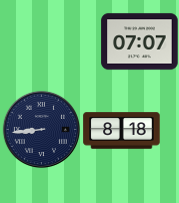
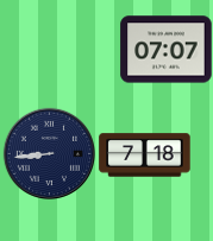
clock at (122, 131): 8:18 -> 7:18
